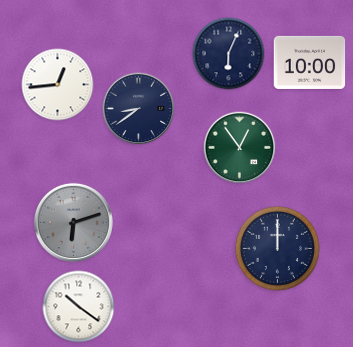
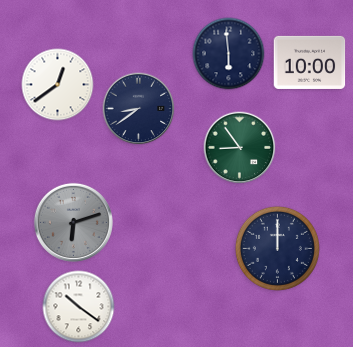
clock at (229, 54): 6:04 -> 5:59
clock at (58, 85): 12:44 -> 12:39
clock at (240, 148): 12:54 -> 8:54
